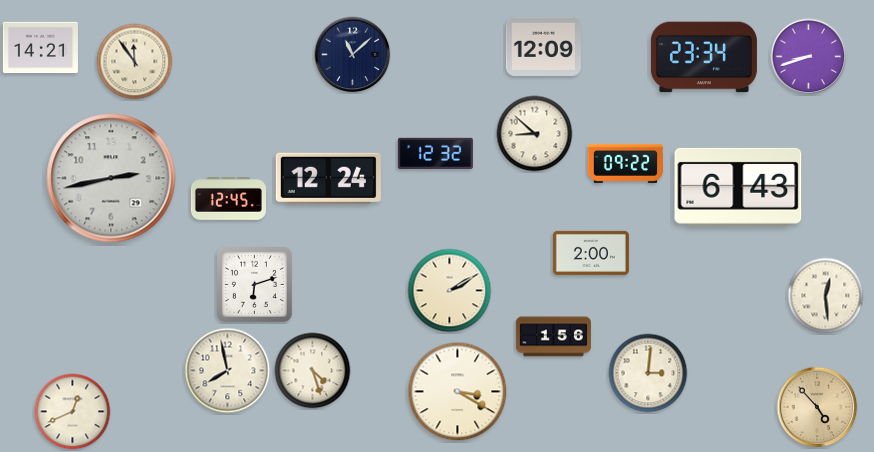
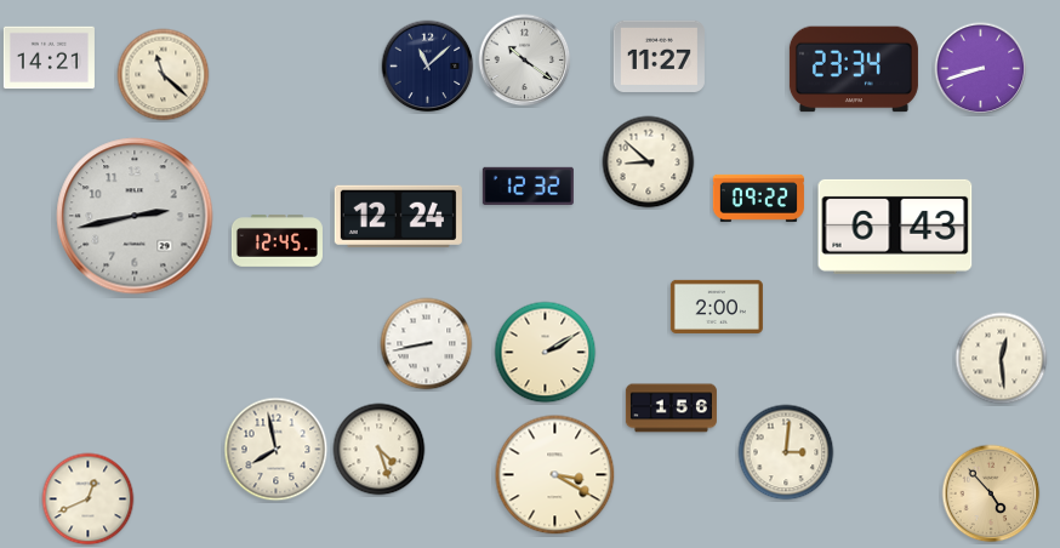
clock at (543, 46): 12:09 -> 11:27
clock at (525, 61): none -> 10:21
clock at (135, 62): 11:54 -> 11:22
clock at (254, 284): 6:12 -> none
clock at (427, 344): none -> 8:43
